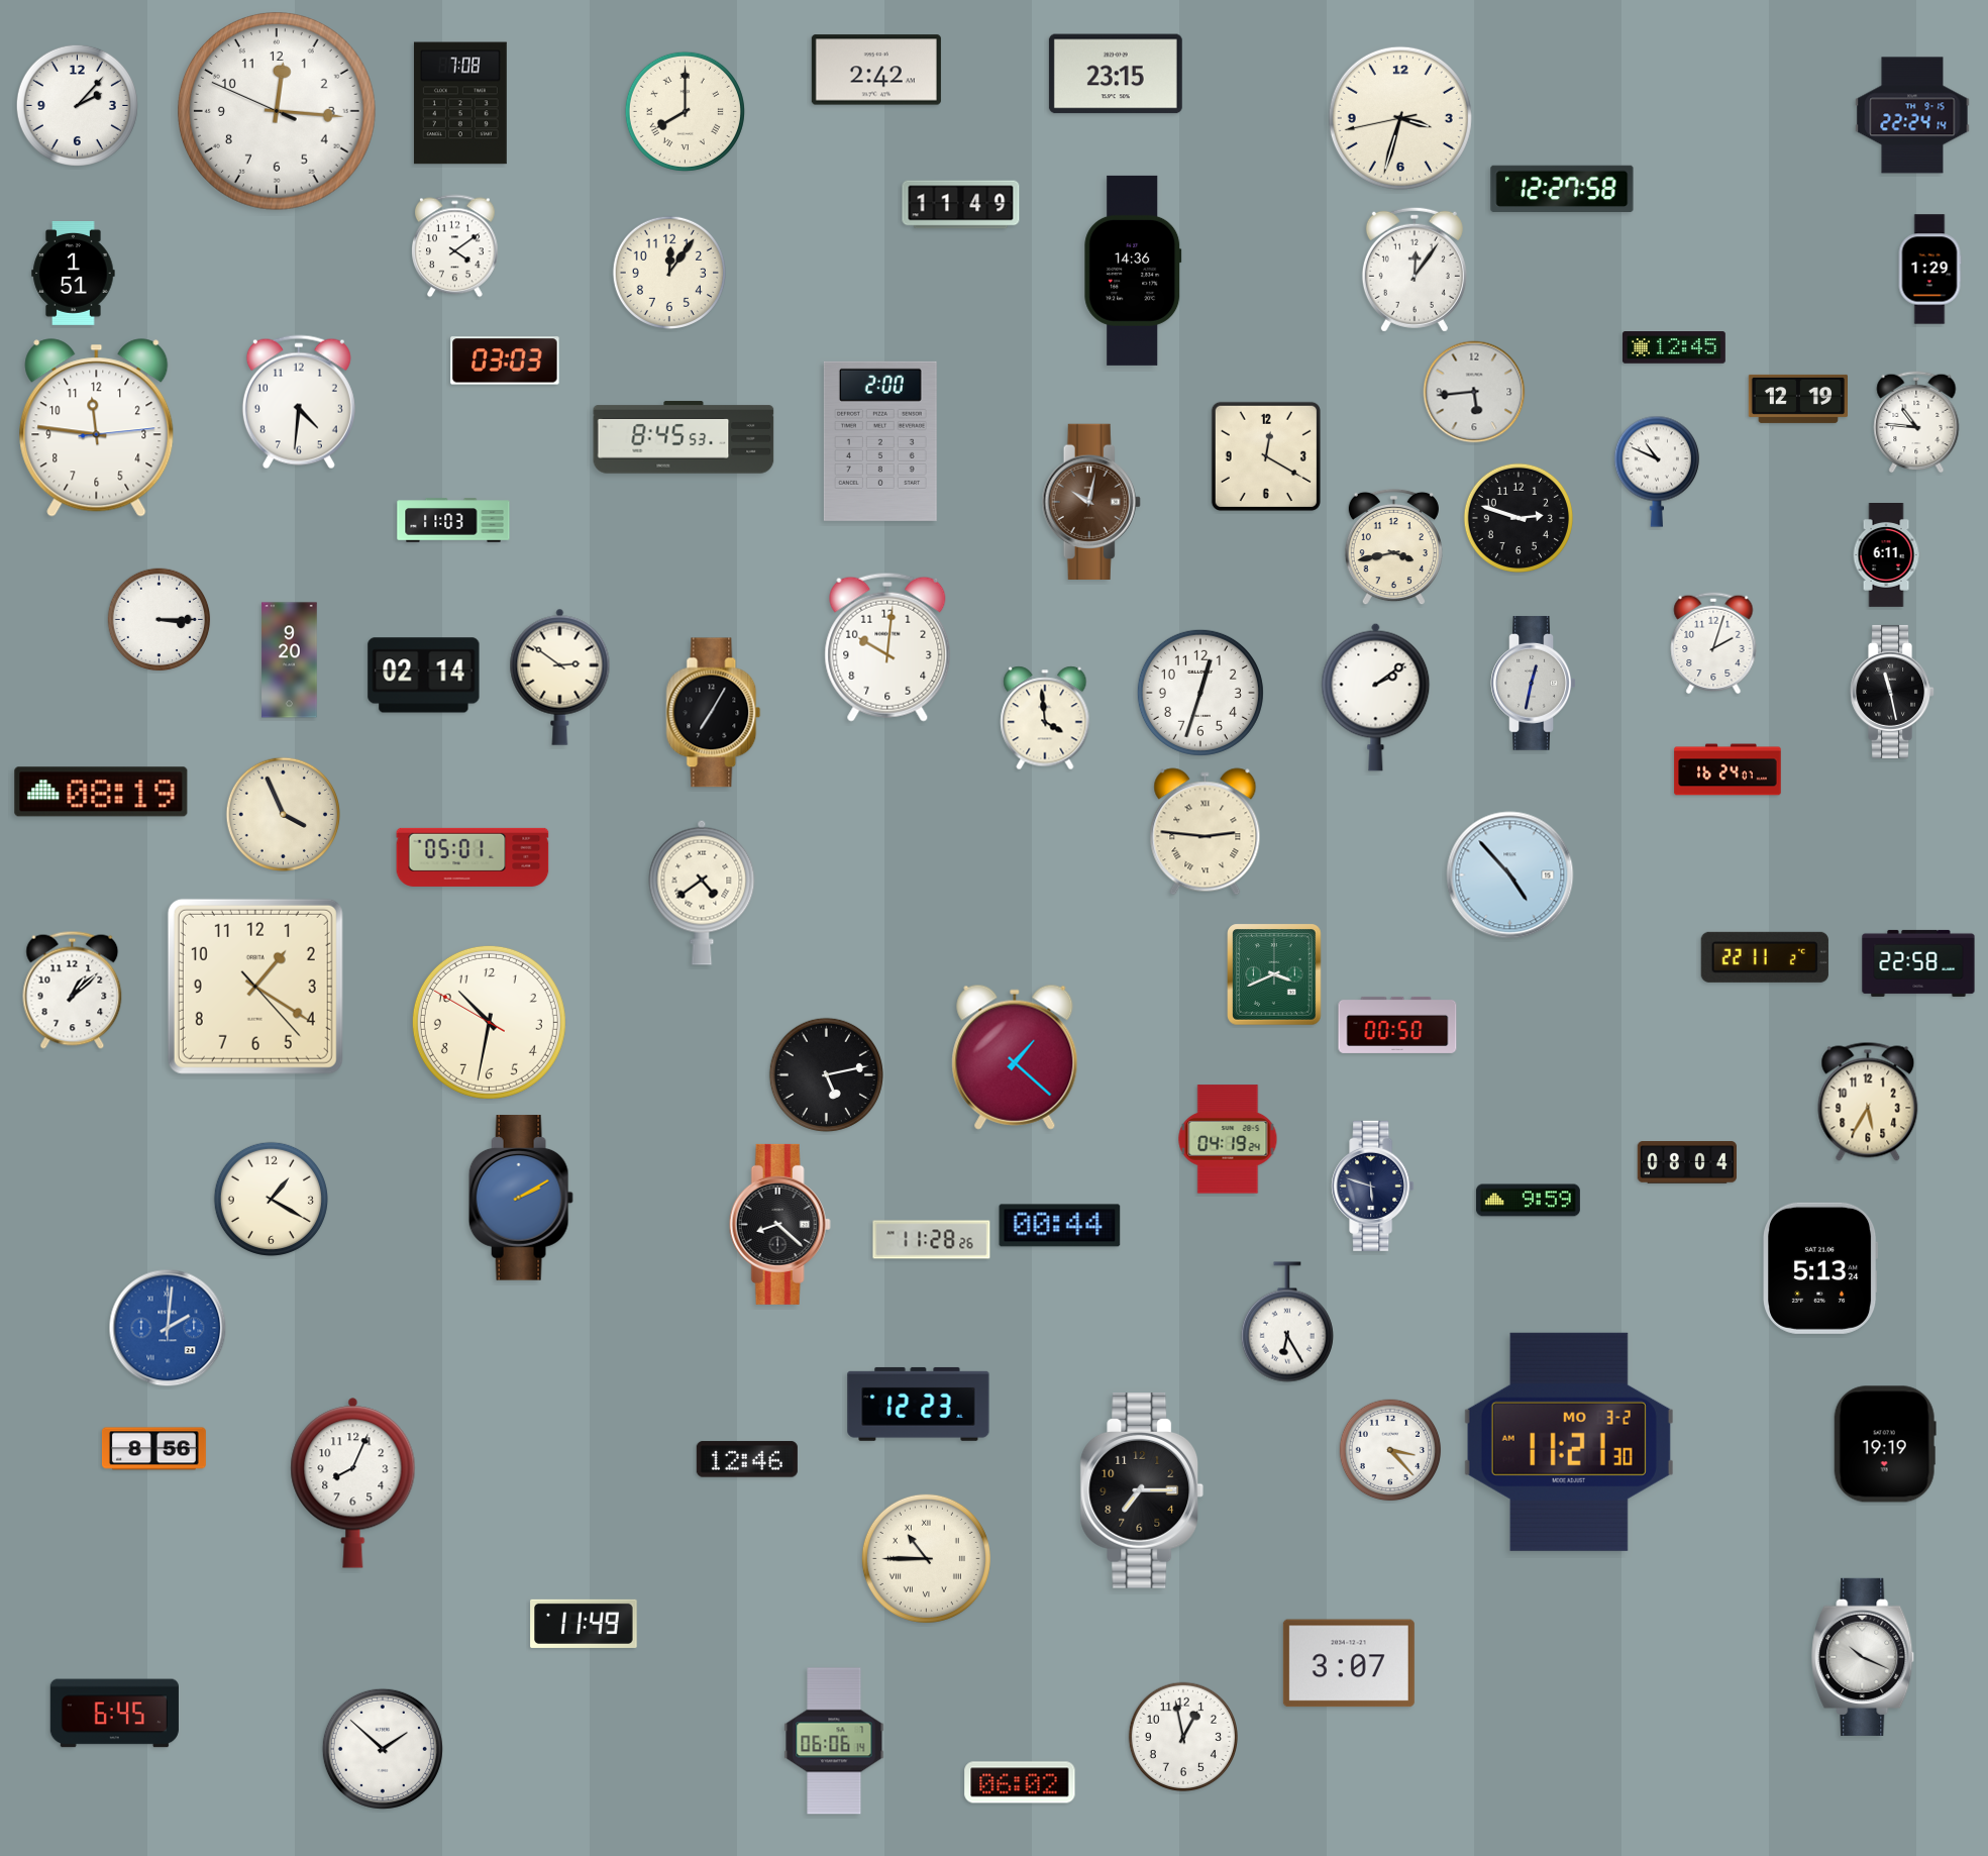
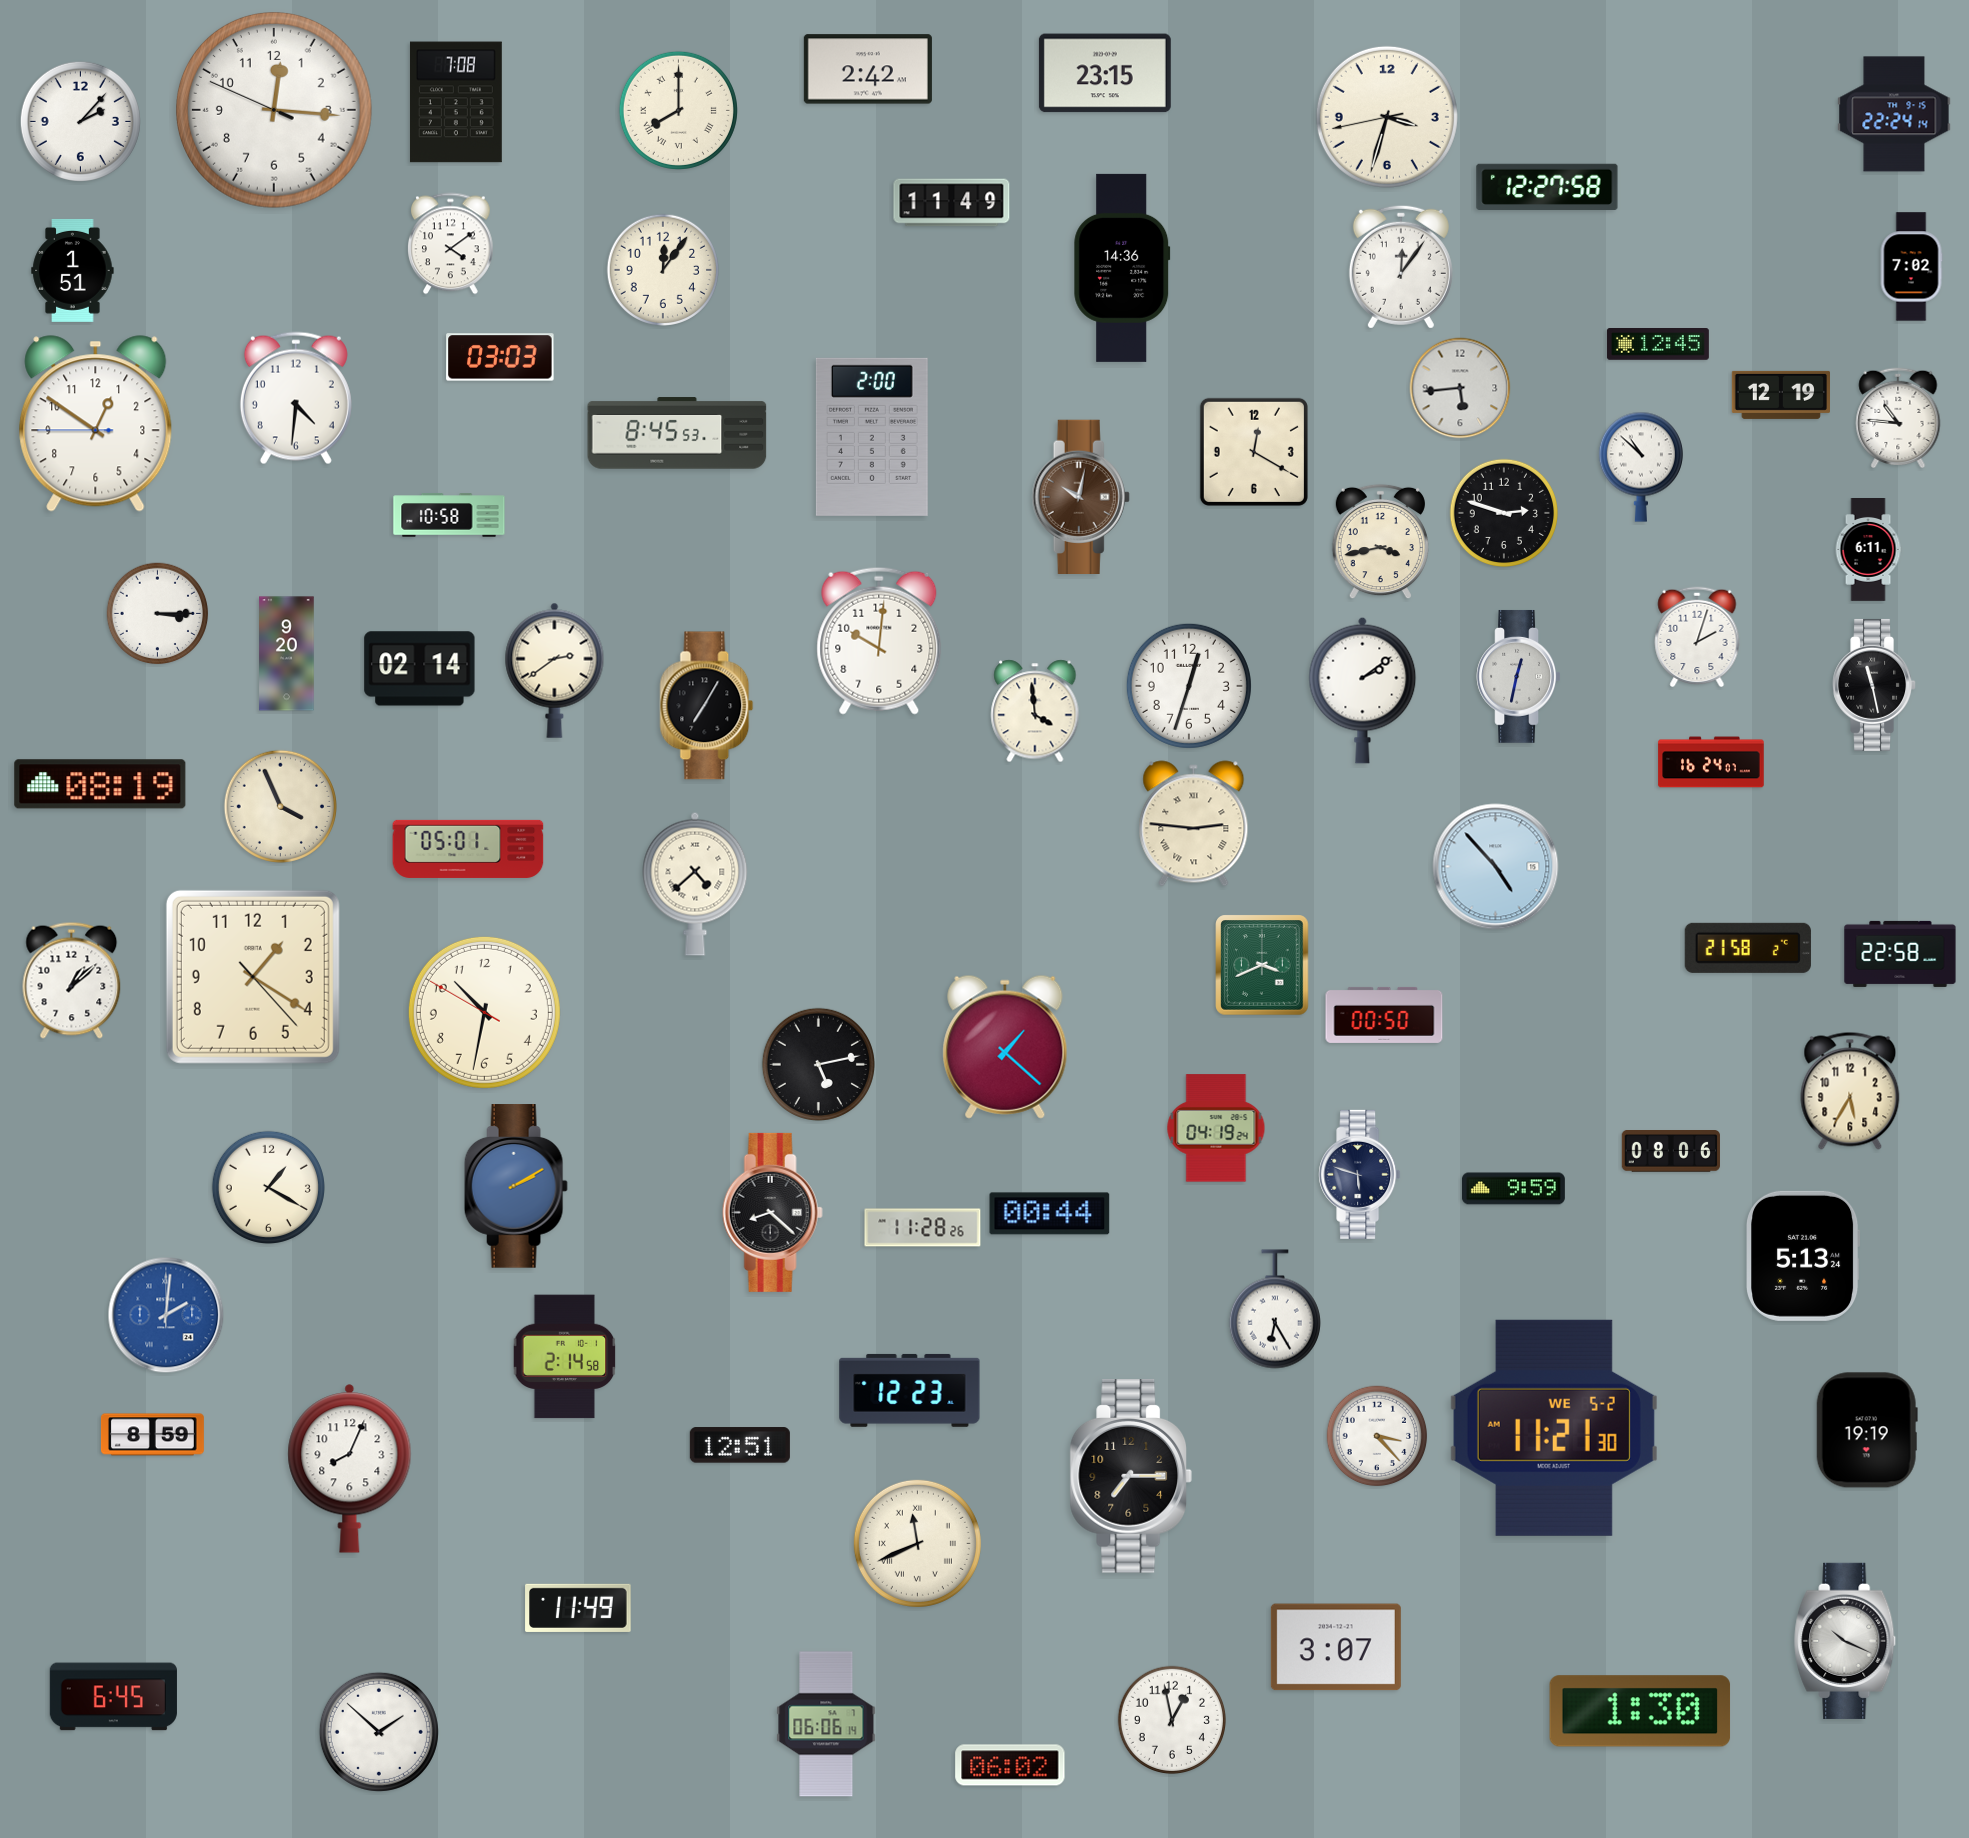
clock at (77, 105) position: (77, 105) -> (80, 121)
clock at (1929, 270): 1:29 -> 7:02
clock at (97, 428): 11:46 -> 12:50
clock at (1657, 472): 10:49 -> 10:52
clock at (453, 520): 11:03 -> 10:58
clock at (560, 677): 2:51 -> 2:39
clock at (702, 893): 4:39 -> 4:38
clock at (1765, 957): 22:11 -> 21:58
clock at (1687, 1162): 08:04 -> 08:06
clock at (565, 1357): none -> 2:14
clock at (1569, 1442) date: MO 3-2 -> WE 5-2
clock at (153, 1449): 8:56 -> 8:59
clock at (747, 1459): 12:46 -> 12:51
clock at (926, 1558): 10:45 -> 11:41
clock at (1640, 1711): none -> 1:30
